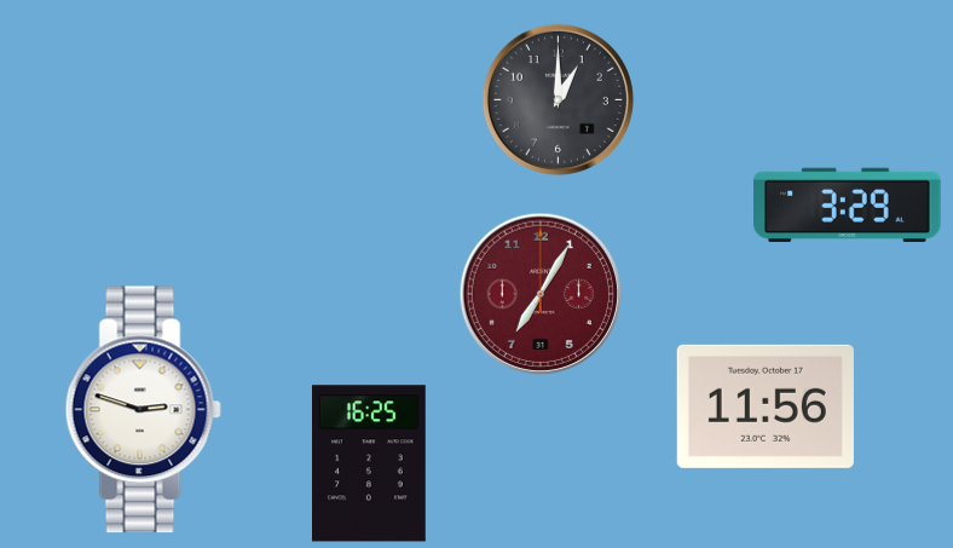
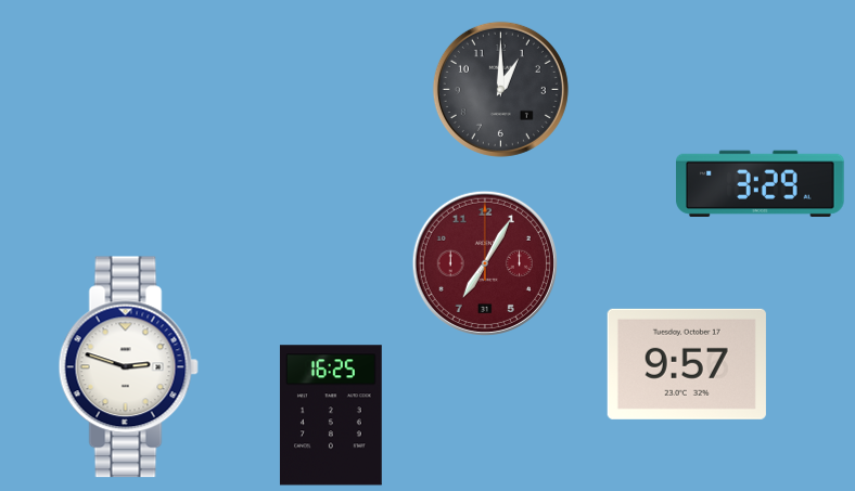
clock at (766, 406): 11:56 -> 9:57
